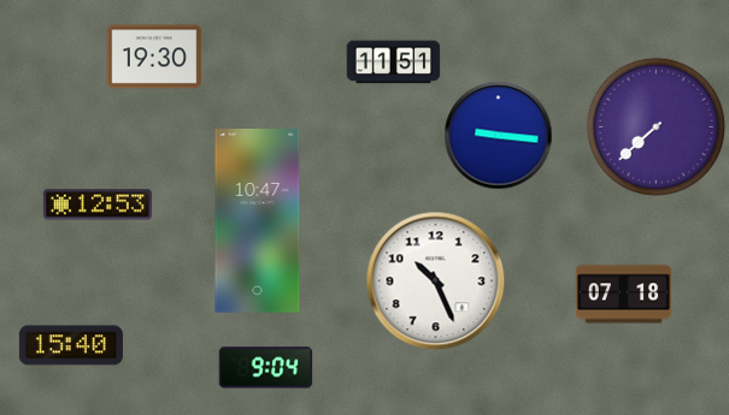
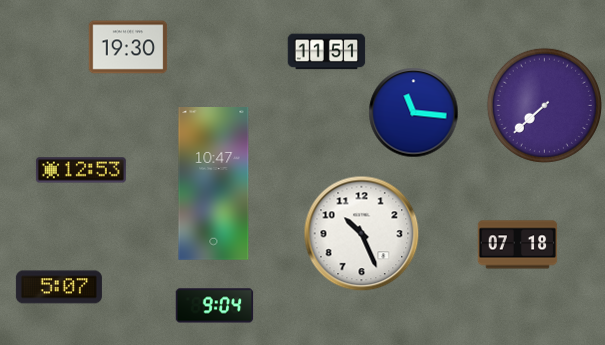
clock at (498, 135): 9:16 -> 11:16
clock at (71, 345): 15:40 -> 5:07
clock at (265, 368) position: (265, 368) -> (214, 306)
